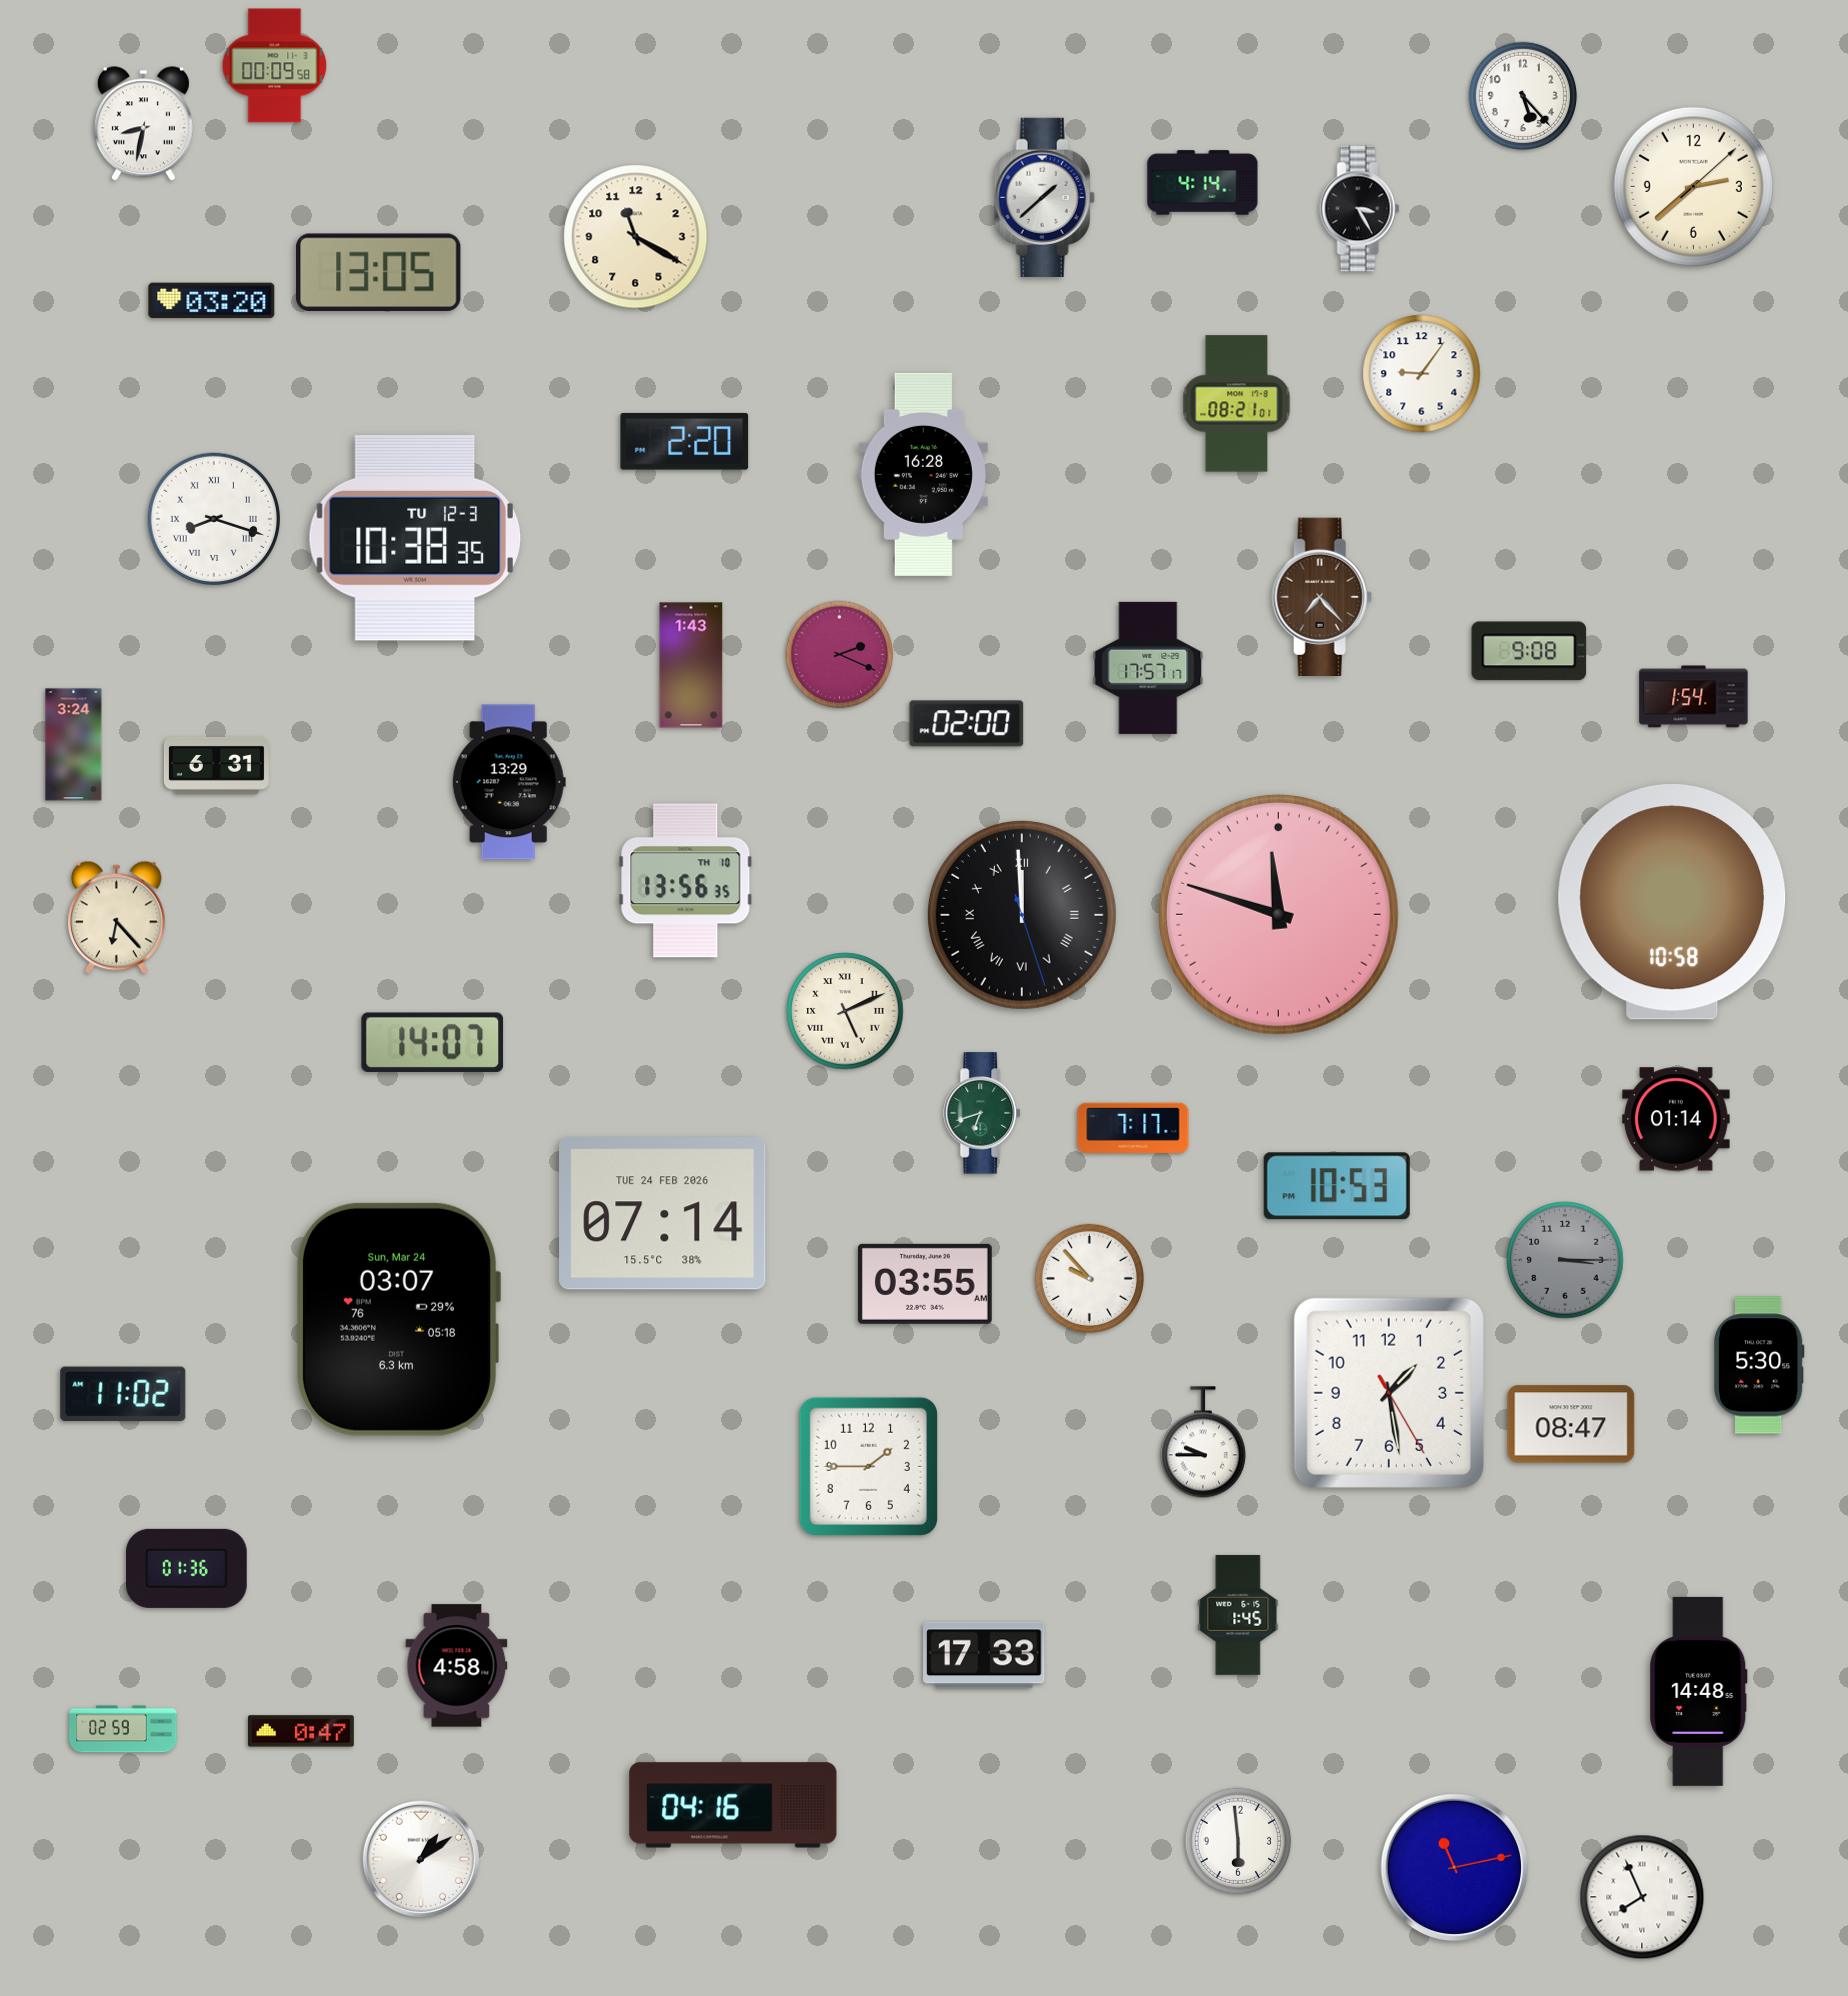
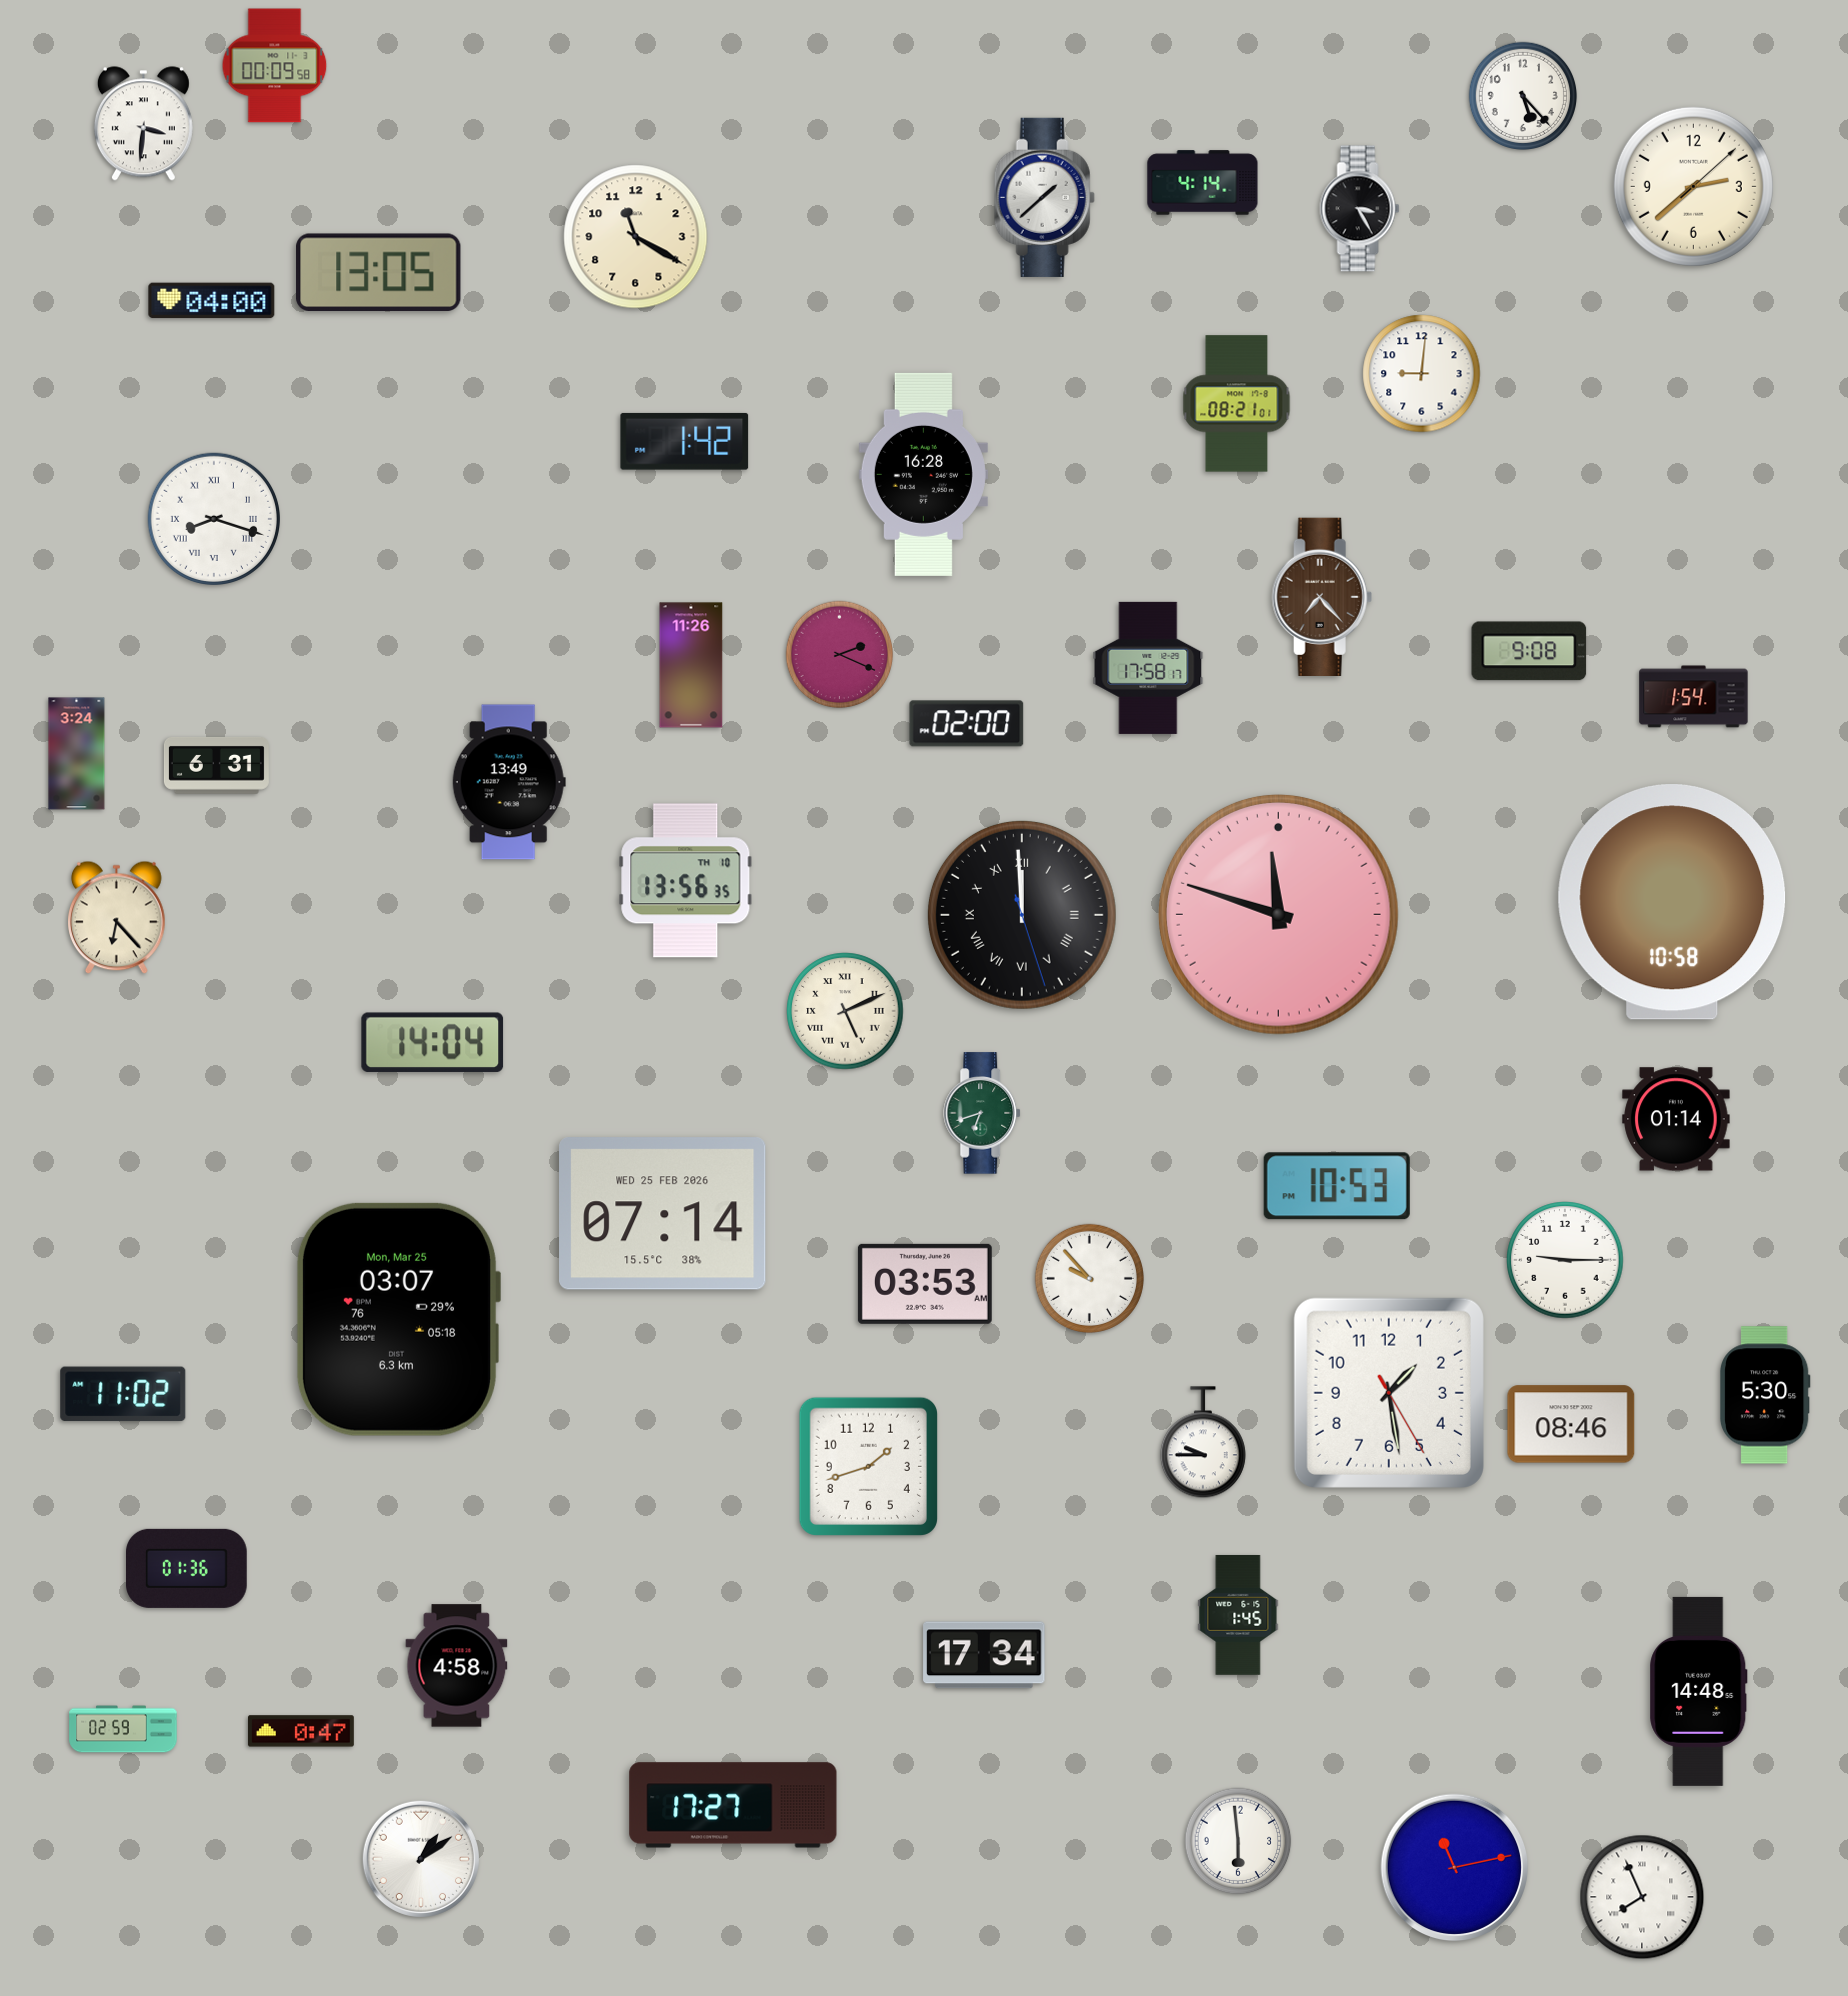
clock at (143, 124): 8:32 -> 3:31
clock at (212, 301): 03:20 -> 04:00
clock at (1422, 374): 9:06 -> 9:01
clock at (685, 441): 2:20 -> 1:42
clock at (415, 538): 10:38 -> none
clock at (691, 665): 1:43 -> 11:26
clock at (1148, 668): 17:57 -> 17:58
clock at (74, 745) position: (74, 745) -> (77, 754)
clock at (509, 782): 13:29 -> 13:49
clock at (433, 1042): 14:07 -> 14:04
clock at (1133, 1128): 7:17 -> none
clock at (663, 1214) date: TUE 24 FEB 2026 -> WED 25 FEB 2026
clock at (1565, 1260): 3:15 -> 9:15
clock at (1565, 1260) dial: grey -> white
clock at (925, 1284): 03:55 -> 03:53
clock at (398, 1319) date: Sun, Mar 24 -> Mon, Mar 25
clock at (1759, 1365) position: (1759, 1365) -> (1765, 1395)
clock at (1571, 1424): 08:47 -> 08:46
clock at (868, 1466): 1:45 -> 1:42
clock at (984, 1655): 17:33 -> 17:34
clock at (733, 1805): 04:16 -> 17:27
